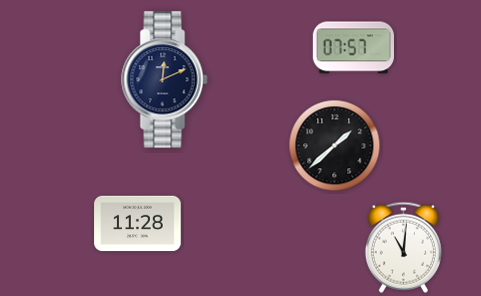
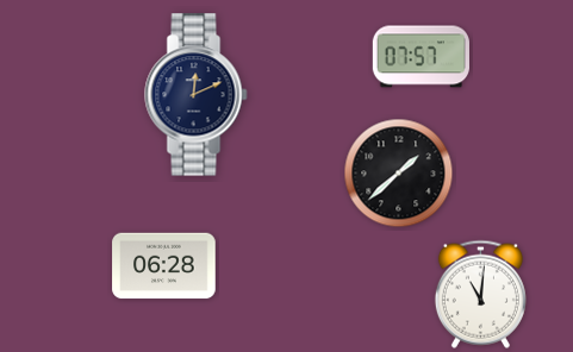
clock at (138, 224): 11:28 -> 06:28
